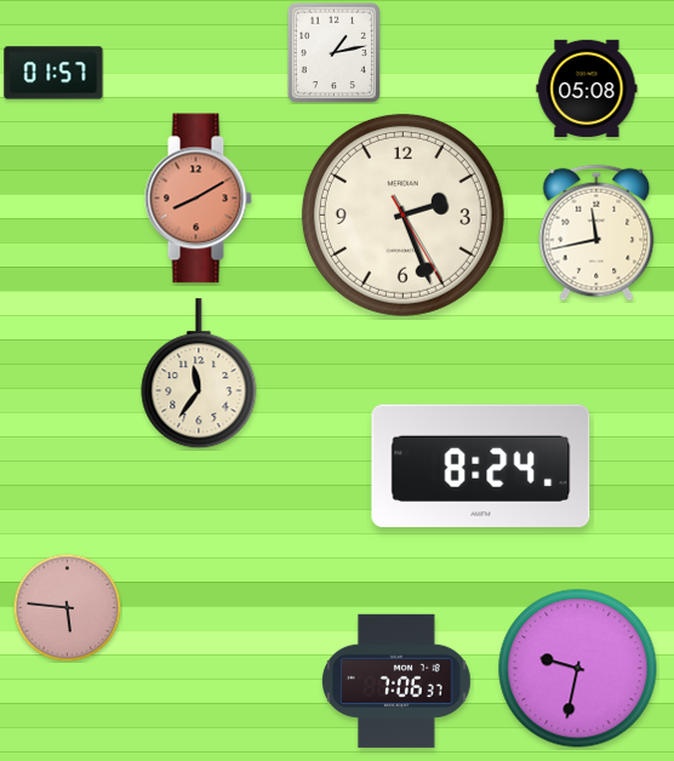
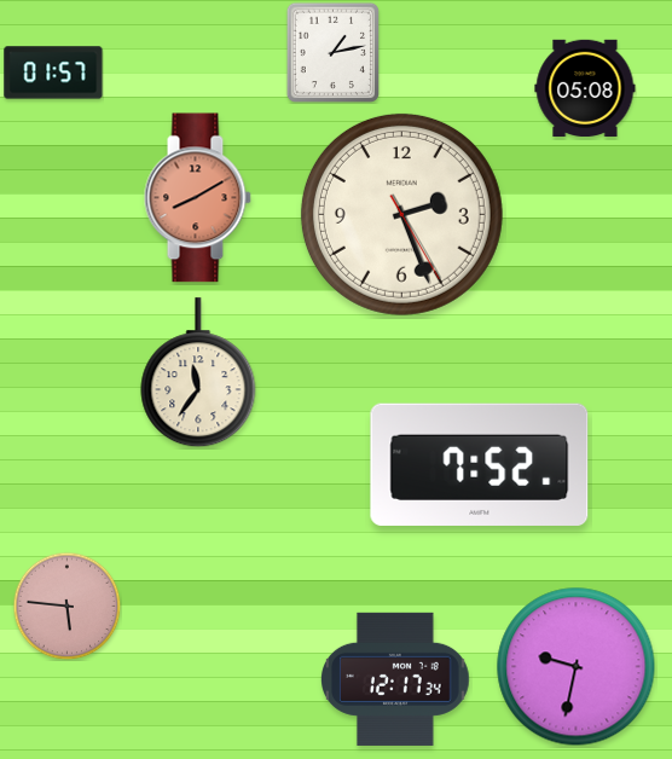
clock at (596, 233): 11:43 -> none
clock at (481, 465): 8:24 -> 7:52
clock at (398, 681): 7:06 -> 12:17
